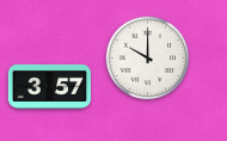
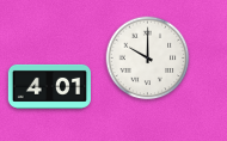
clock at (49, 86): 3:57 -> 4:01
